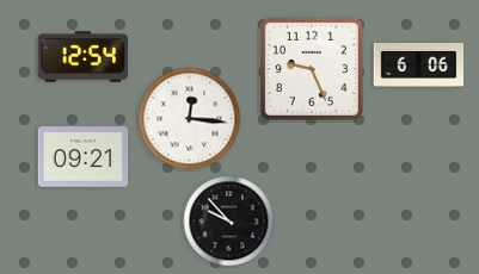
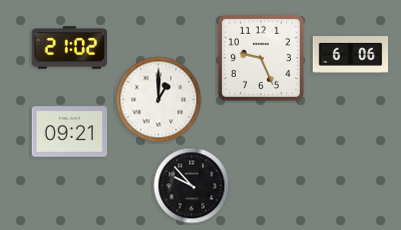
clock at (84, 57): 12:54 -> 21:02
clock at (190, 119): 12:16 -> 1:00
